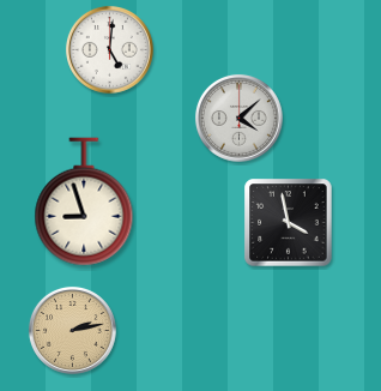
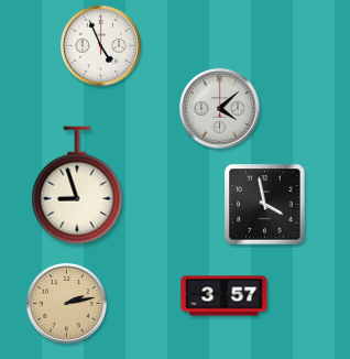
clock at (109, 49): 5:01 -> 4:56
clock at (225, 296): none -> 3:57
